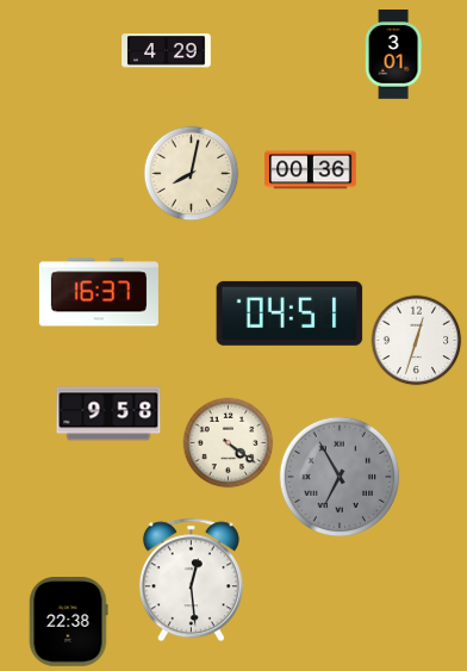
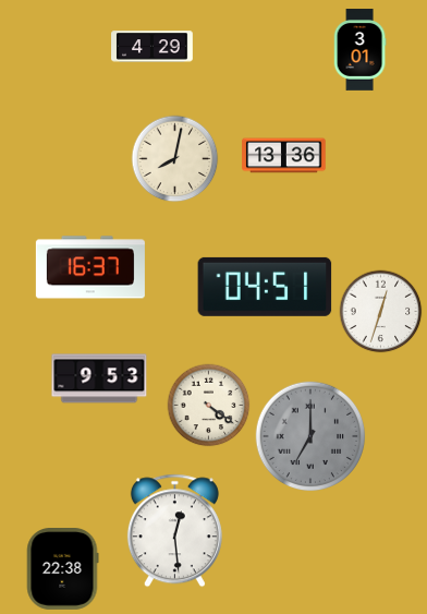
clock at (311, 170): 00:36 -> 13:36
clock at (108, 414): 9:58 -> 9:53
clock at (340, 477): 6:55 -> 7:00
